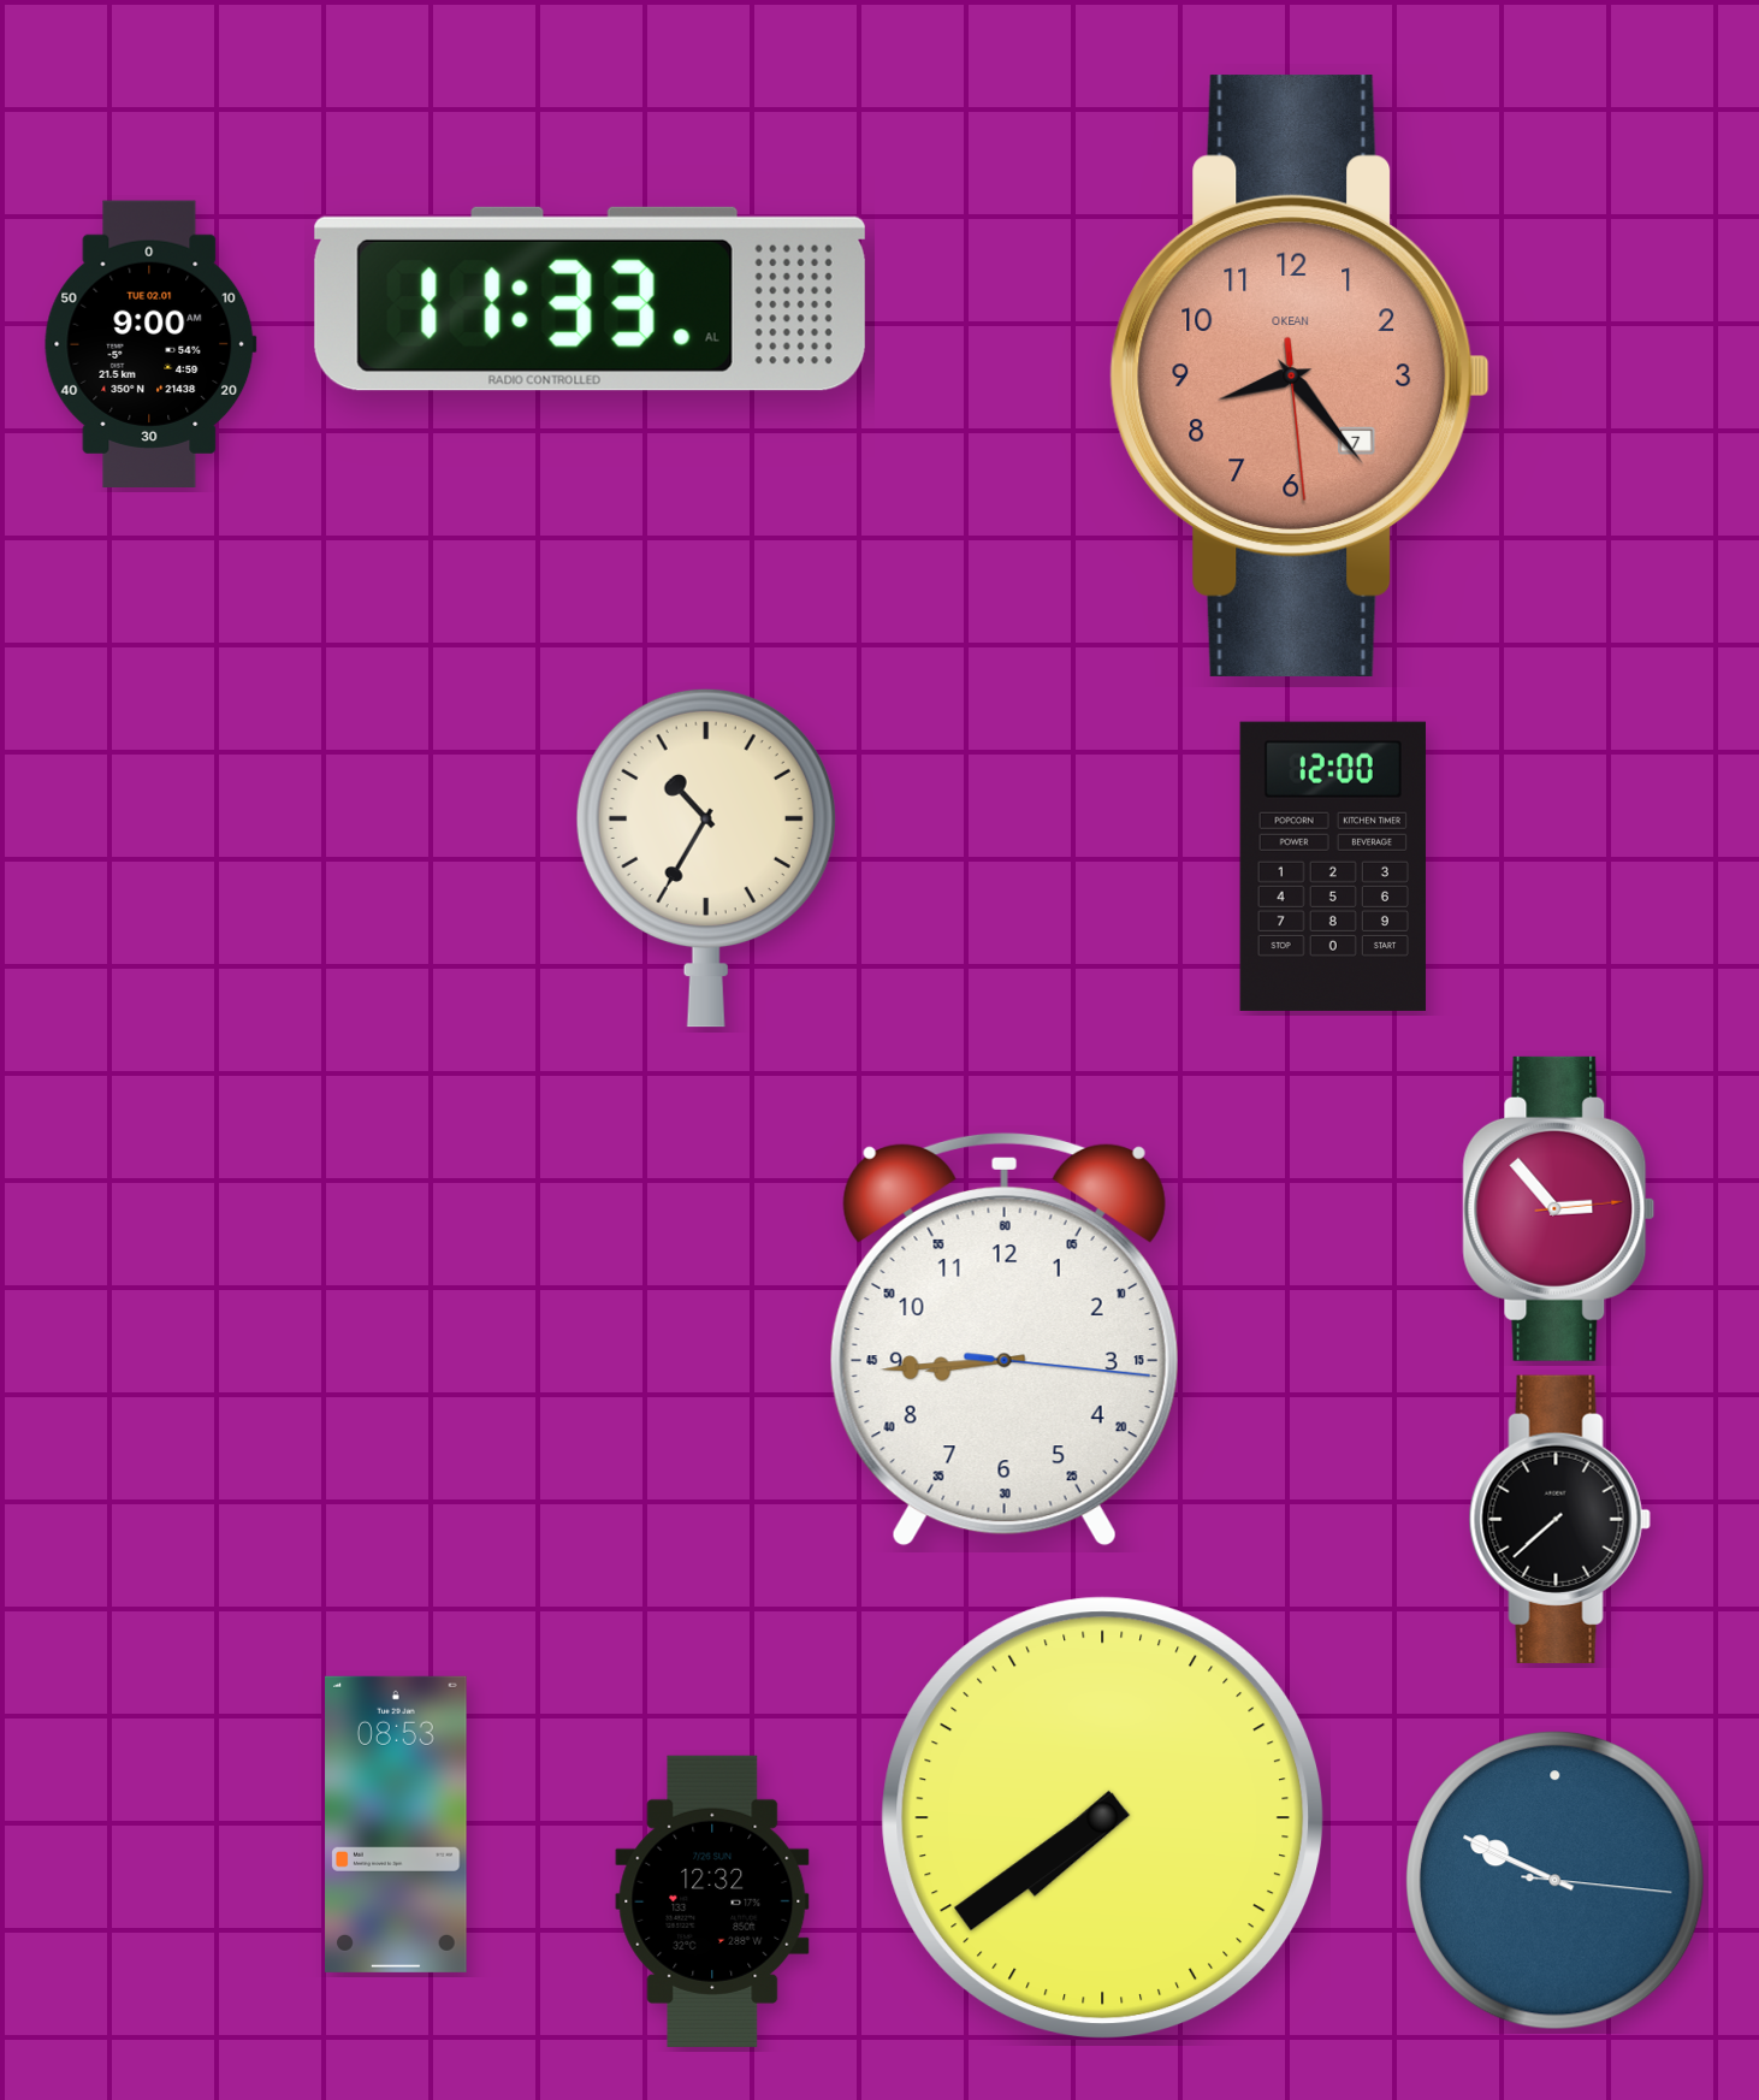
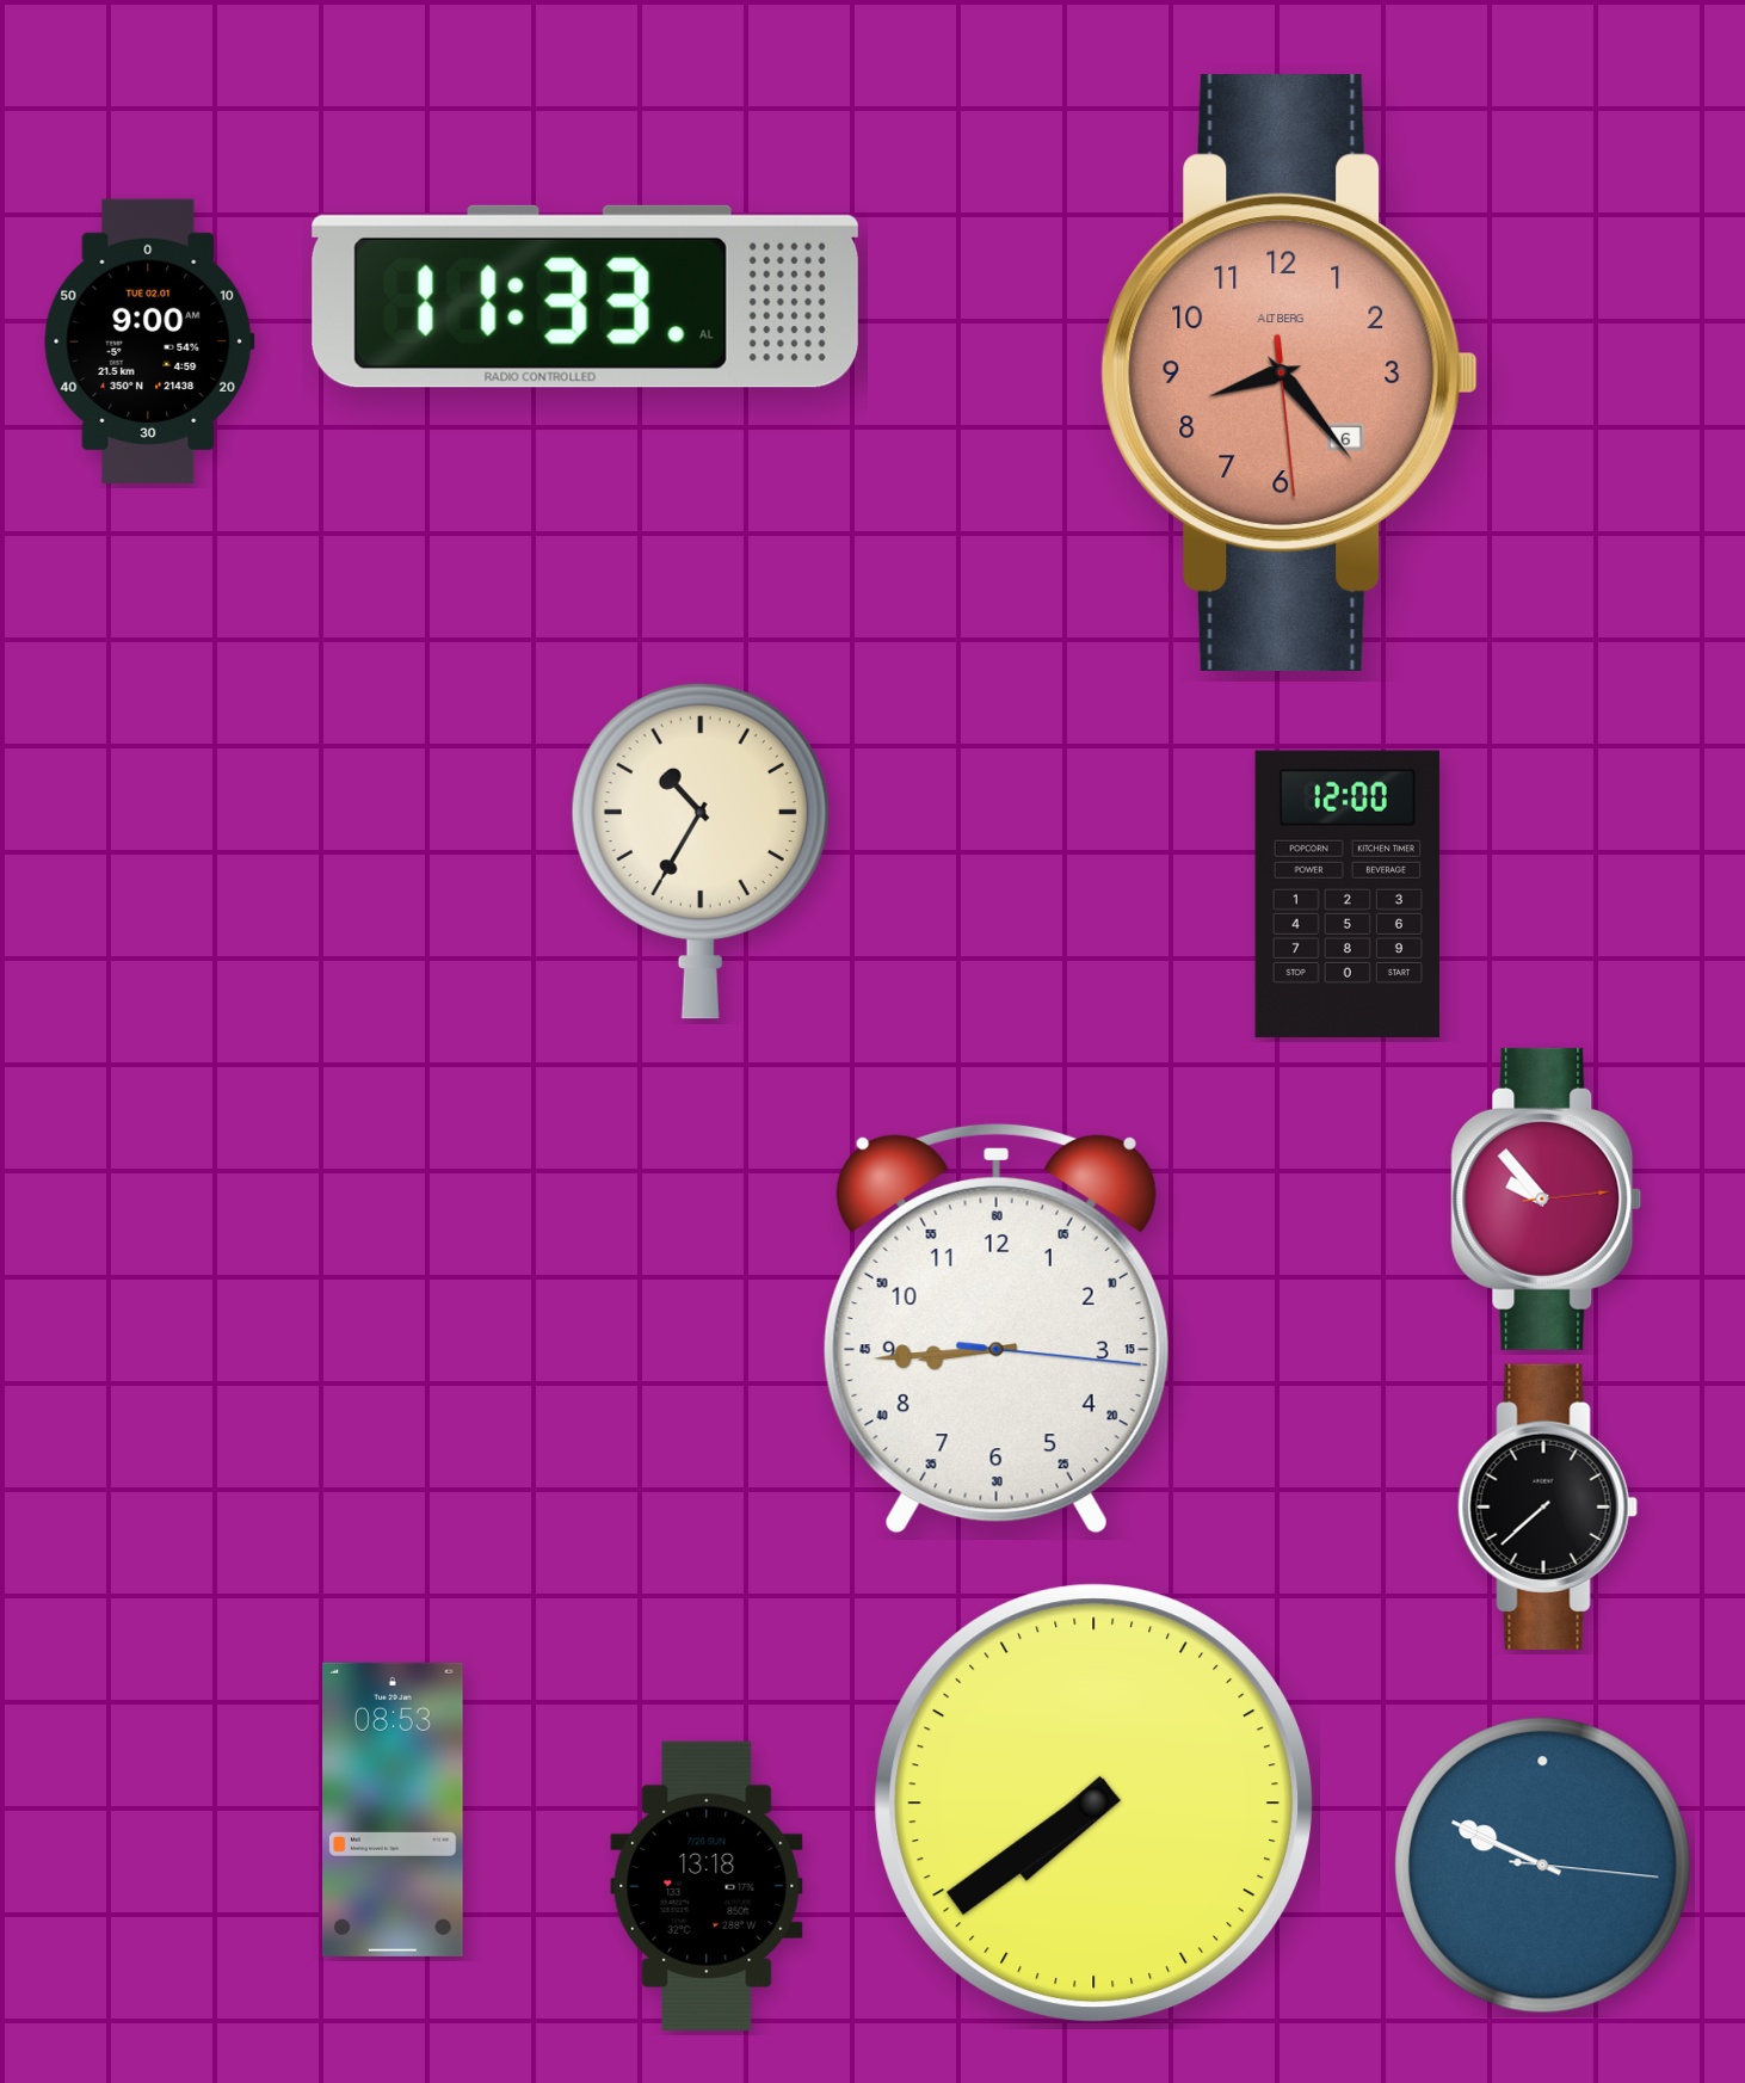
clock at (1299, 375) date: 7 -> 6
clock at (1299, 375) brand: OKEAN -> ALTBERG
clock at (1333, 866) position: (1333, 866) -> (1348, 894)
clock at (1559, 1208): 2:53 -> 9:53
clock at (712, 1901): 12:32 -> 13:18
